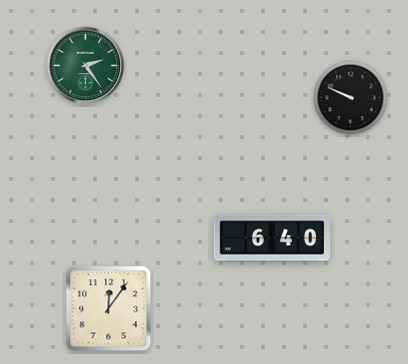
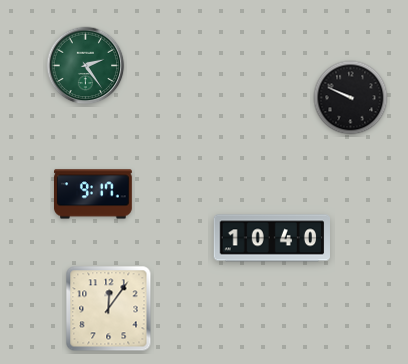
clock at (94, 194): none -> 9:17
clock at (271, 238): 6:40 -> 10:40
